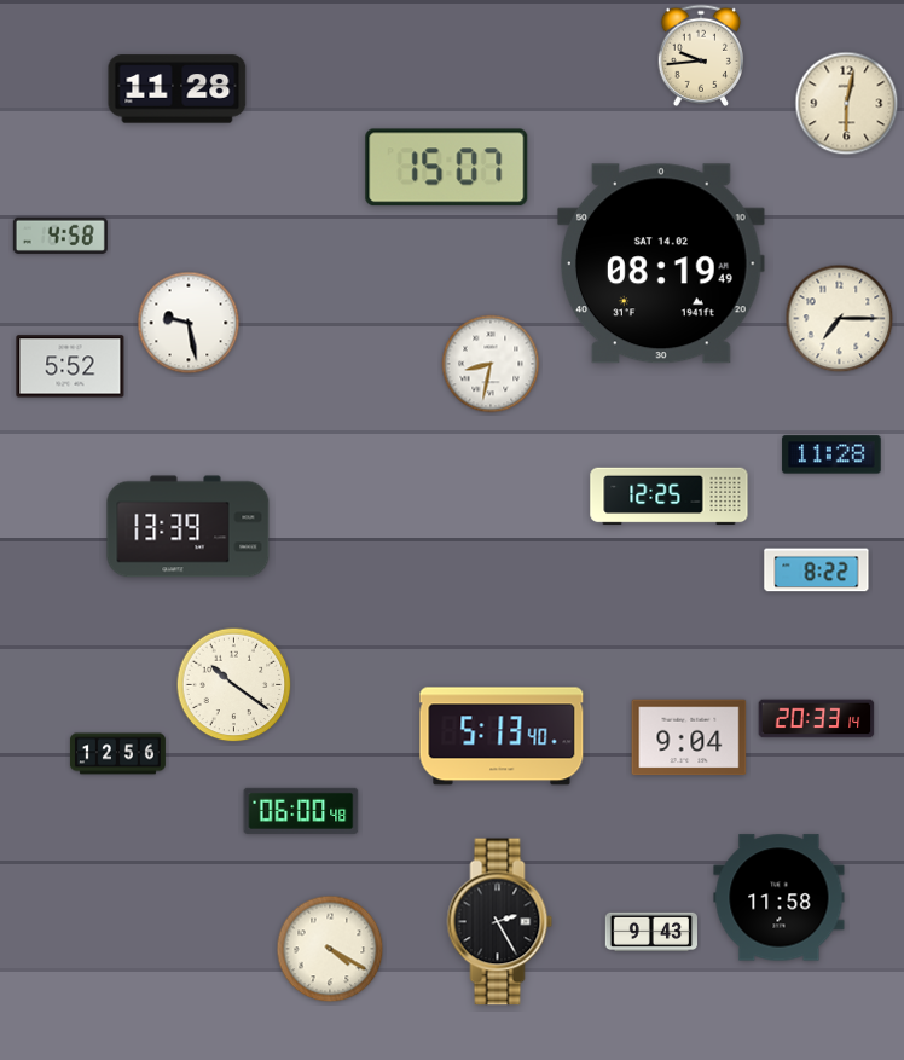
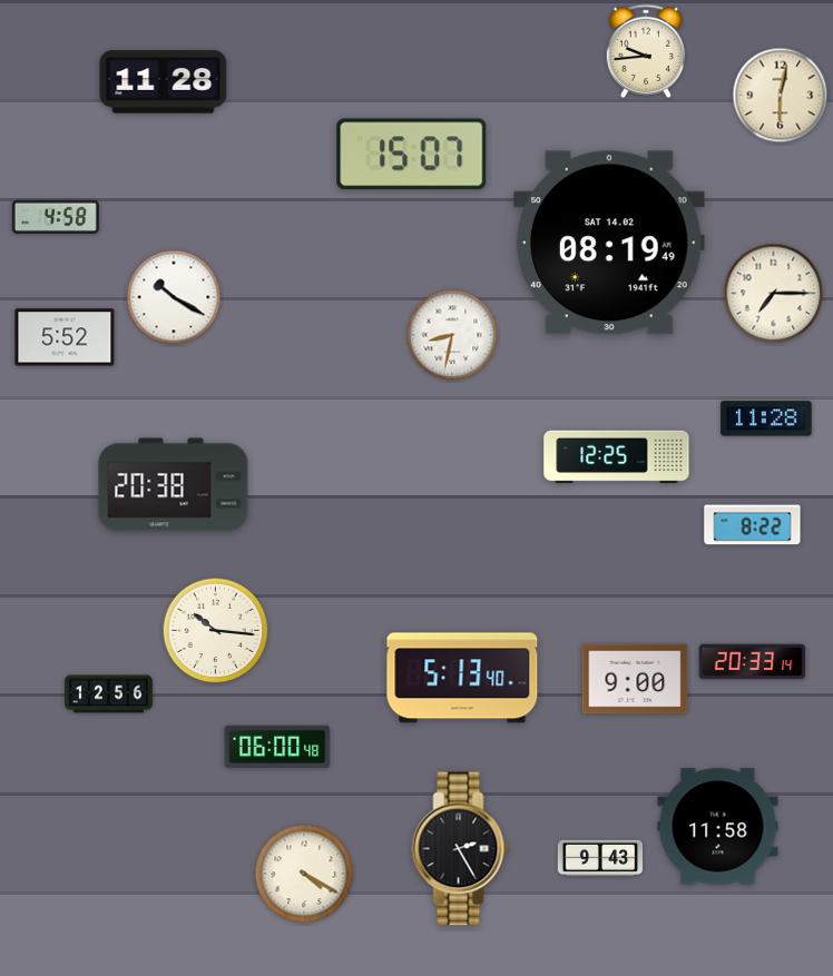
clock at (189, 323): 9:28 -> 10:20
clock at (189, 527): 13:39 -> 20:38
clock at (234, 685): 10:21 -> 10:16
clock at (689, 737): 9:04 -> 9:00
